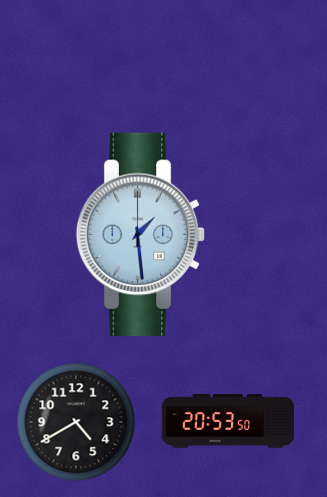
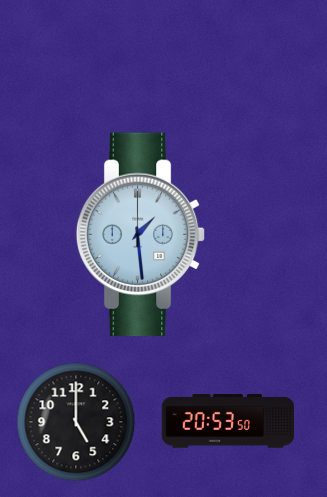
clock at (76, 422): 4:40 -> 5:00
